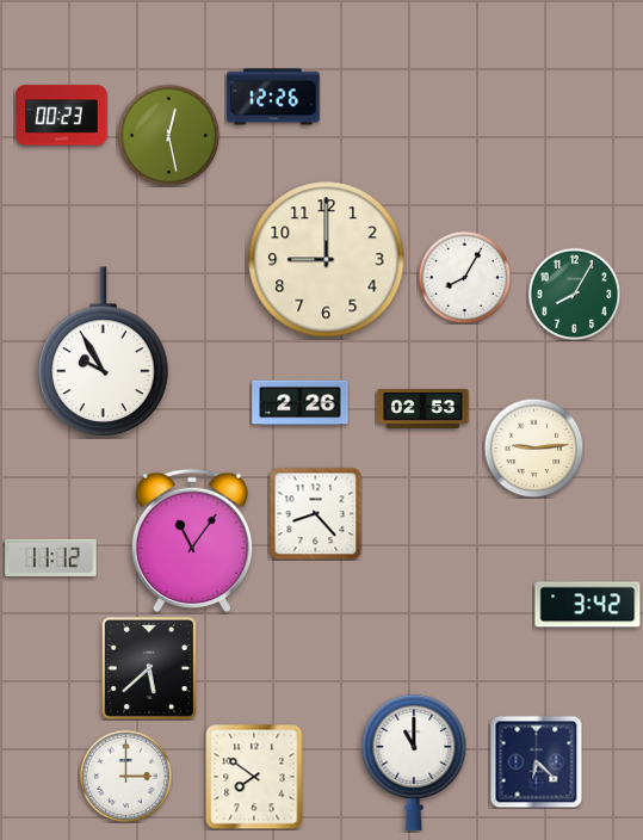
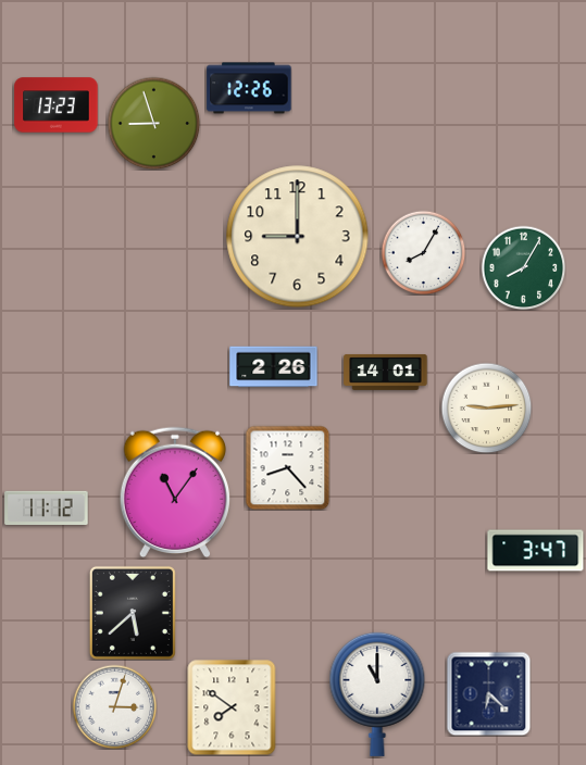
clock at (62, 116): 00:23 -> 13:23
clock at (168, 135): 12:28 -> 8:57
clock at (104, 352): 9:55 -> none
clock at (423, 408): 02:53 -> 14:01
clock at (588, 605): 3:42 -> 3:47
clock at (149, 668) position: (149, 668) -> (133, 613)
clock at (125, 776): 3:00 -> 3:03
